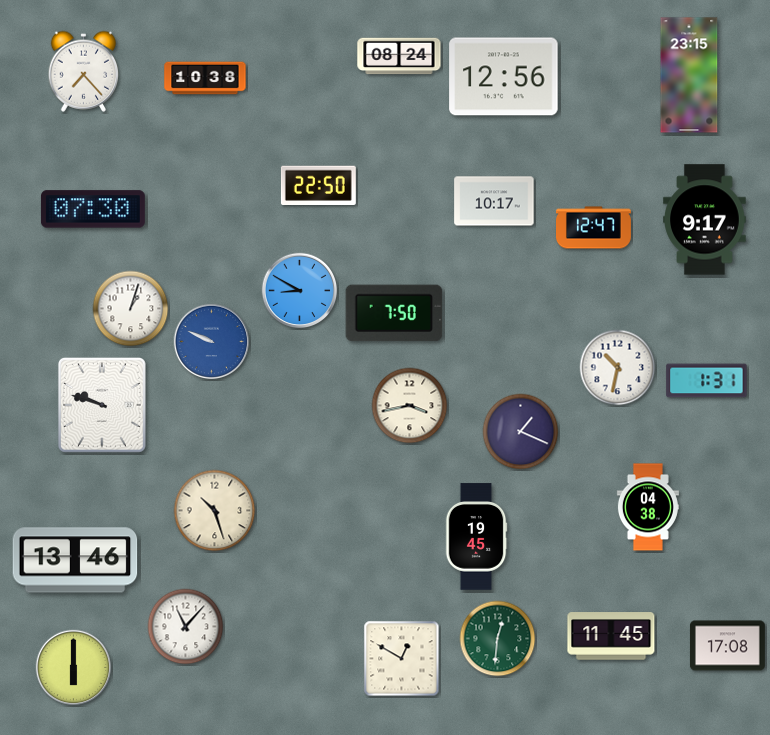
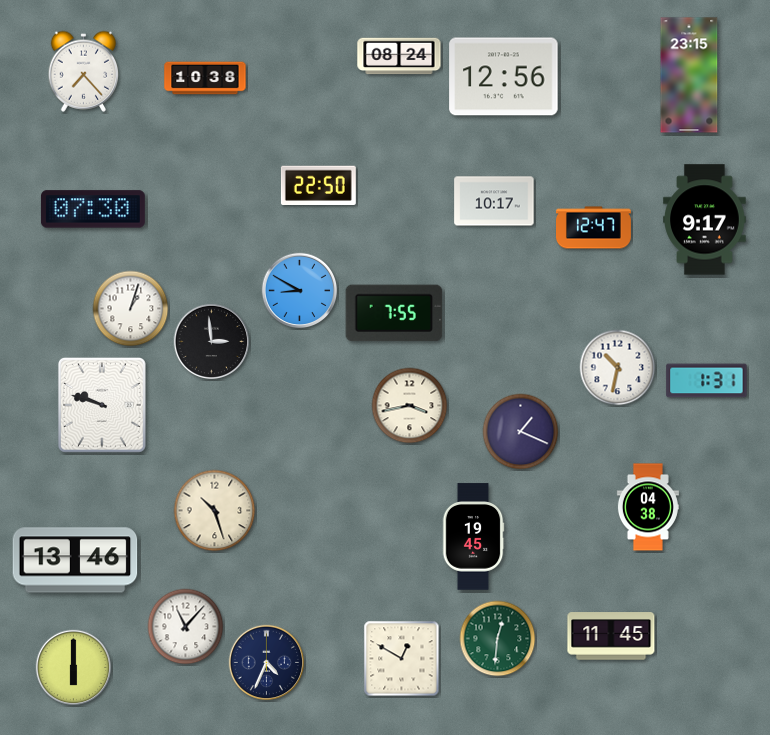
clock at (394, 313): 7:50 -> 7:55
clock at (212, 342): 9:49 -> 2:59
clock at (212, 342) dial: blue -> black
clock at (476, 537) position: (476, 537) -> (473, 537)
clock at (727, 646): 17:08 -> none
clock at (267, 663): none -> 4:34
